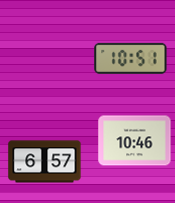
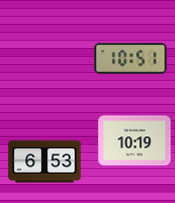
clock at (135, 141): 10:46 -> 10:19
clock at (45, 162): 6:57 -> 6:53
